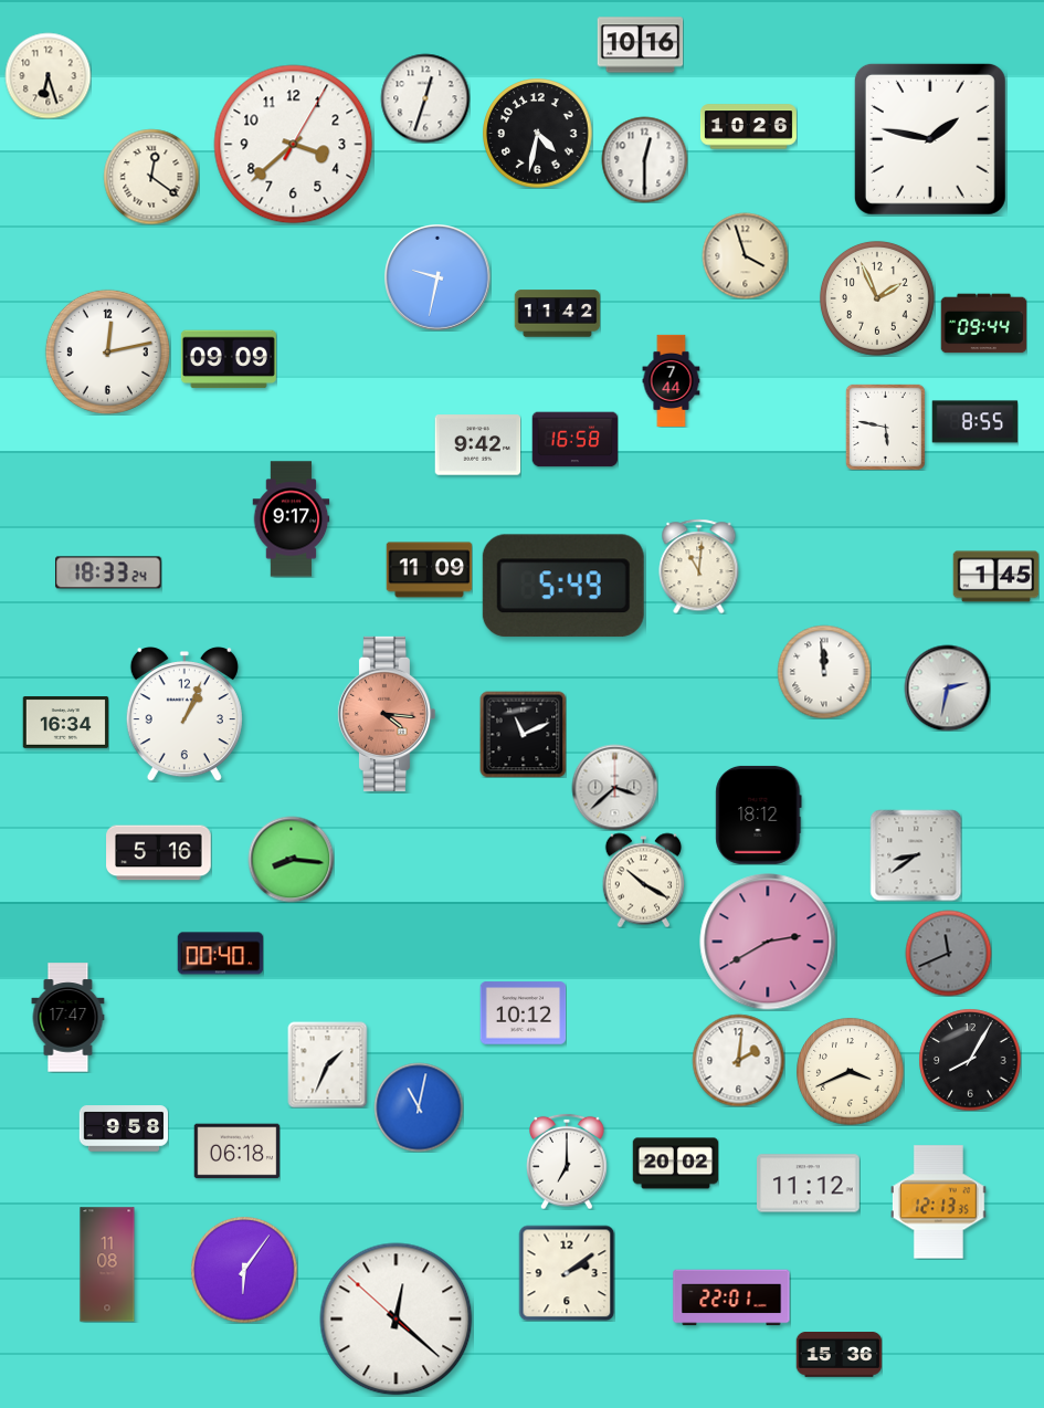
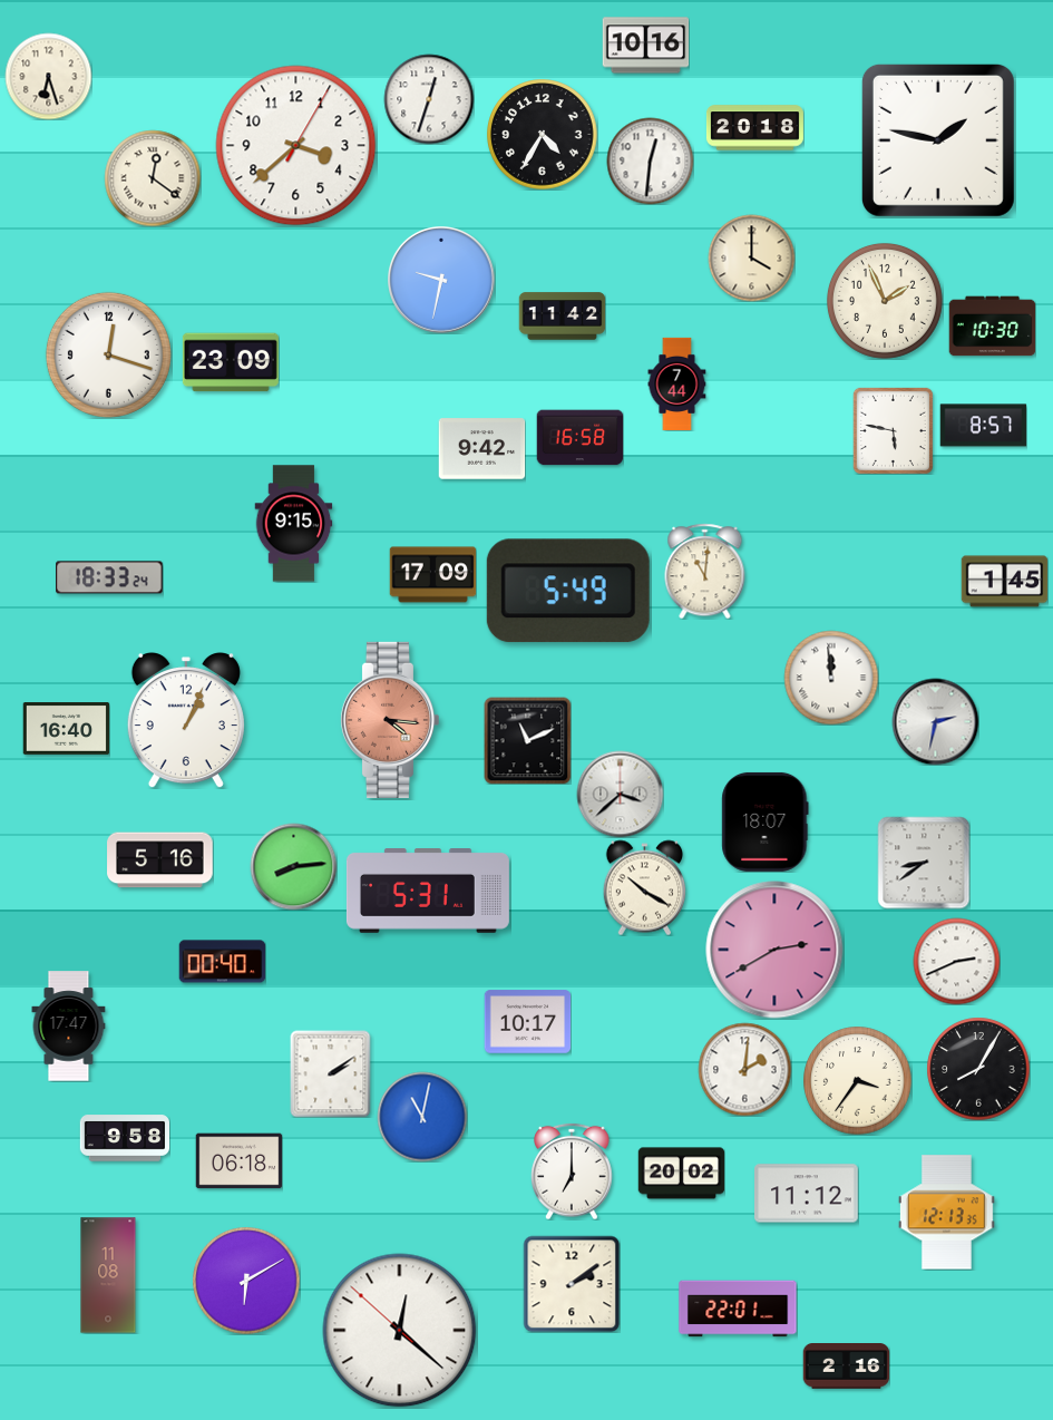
clock at (748, 127): 10:26 -> 20:18
clock at (538, 134): 4:32 -> 4:35
clock at (644, 159): 12:30 -> 12:31
clock at (745, 255): 3:57 -> 4:00
clock at (983, 324): 09:44 -> 10:30
clock at (107, 351): 12:13 -> 12:18
clock at (229, 359): 09:09 -> 23:09
clock at (974, 422): 8:55 -> 8:57
clock at (574, 440) position: (574, 440) -> (579, 438)
clock at (292, 519): 9:17 -> 9:15
clock at (429, 570): 11:09 -> 17:09
clock at (947, 687) position: (947, 687) -> (935, 721)
clock at (65, 723): 16:34 -> 16:40
clock at (759, 815): 18:12 -> 18:07
clock at (291, 859): 8:16 -> 8:14
clock at (643, 880) position: (643, 880) -> (644, 887)
clock at (428, 892): none -> 5:31
clock at (948, 953): 11:41 -> 2:41
clock at (948, 953) dial: grey -> white
clock at (523, 1013): 10:12 -> 10:17
clock at (328, 1064): 1:34 -> 2:09
clock at (851, 1072): 3:41 -> 3:36
clock at (809, 1184) position: (809, 1184) -> (807, 1194)
clock at (244, 1270): 6:06 -> 6:10
clock at (839, 1355): 15:36 -> 2:16
